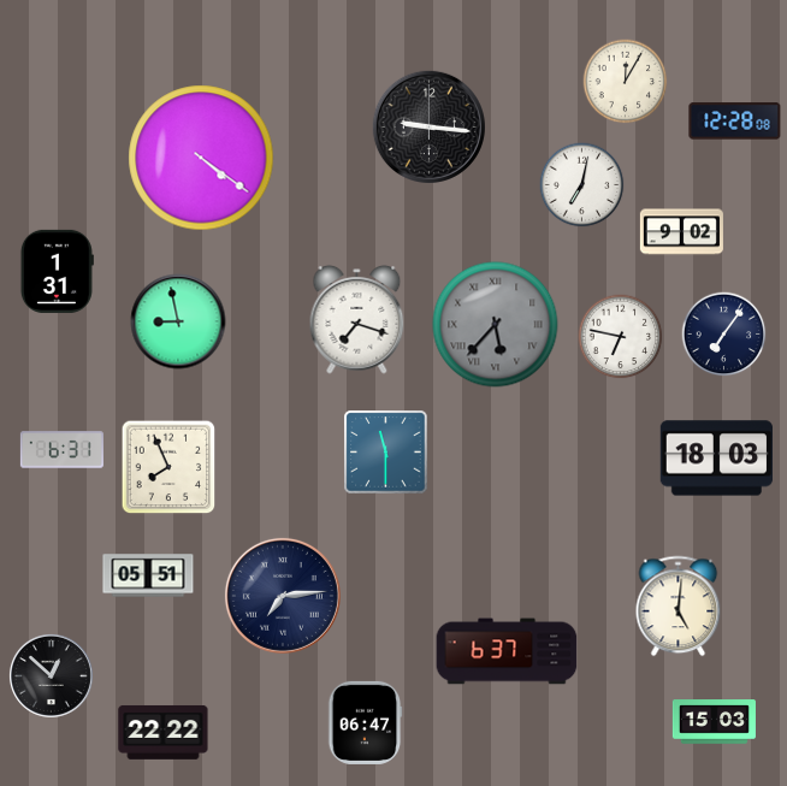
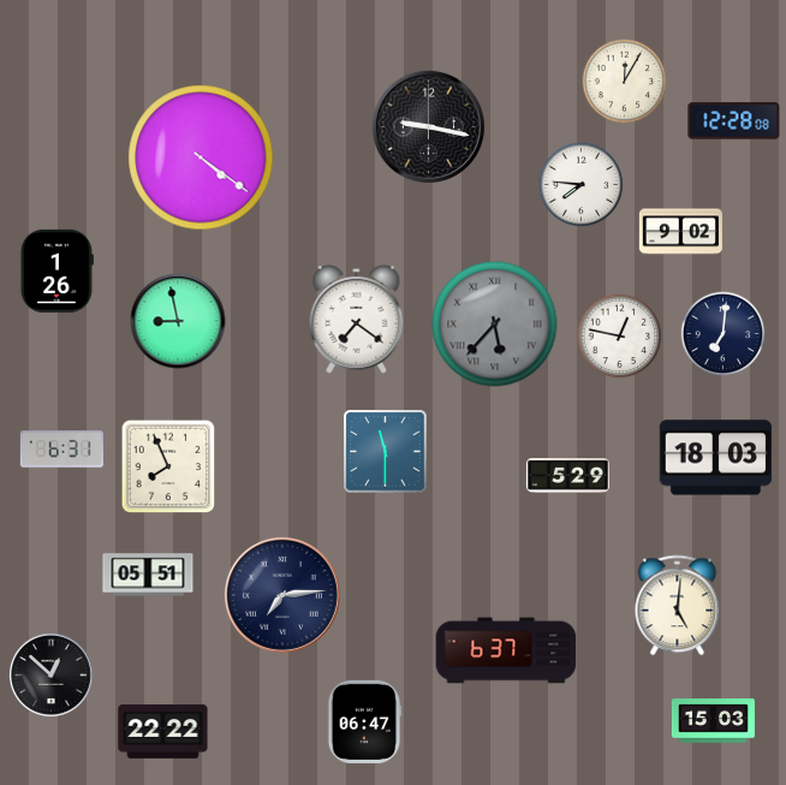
clock at (428, 126): 9:16 -> 9:17
clock at (582, 185): 7:02 -> 7:46
clock at (57, 271): 1:31 -> 1:26
clock at (357, 319): 7:18 -> 7:21
clock at (724, 335): 7:06 -> 7:01
clock at (621, 337): 6:47 -> 12:47
clock at (567, 476): none -> 5:29
